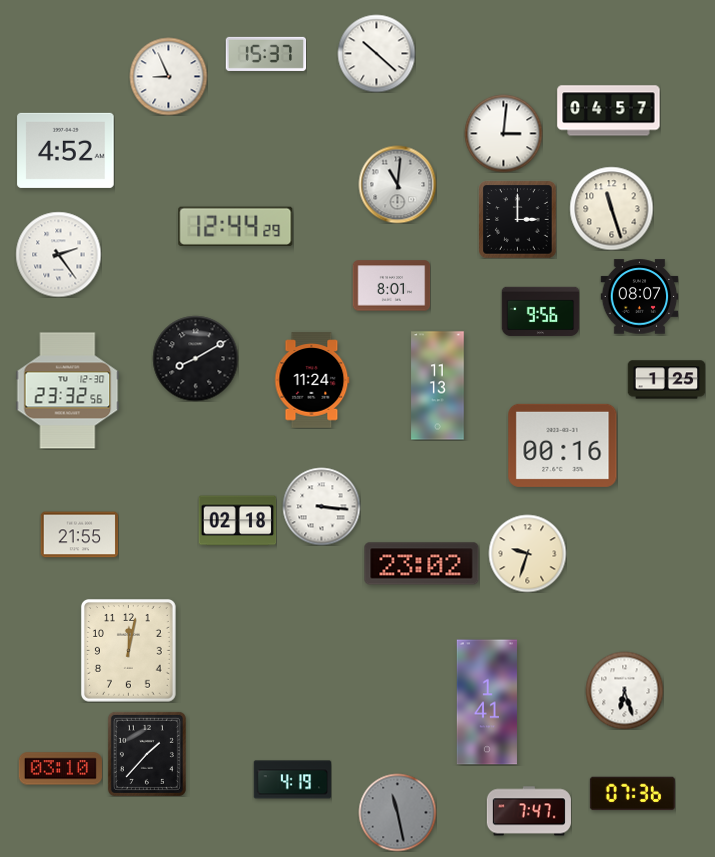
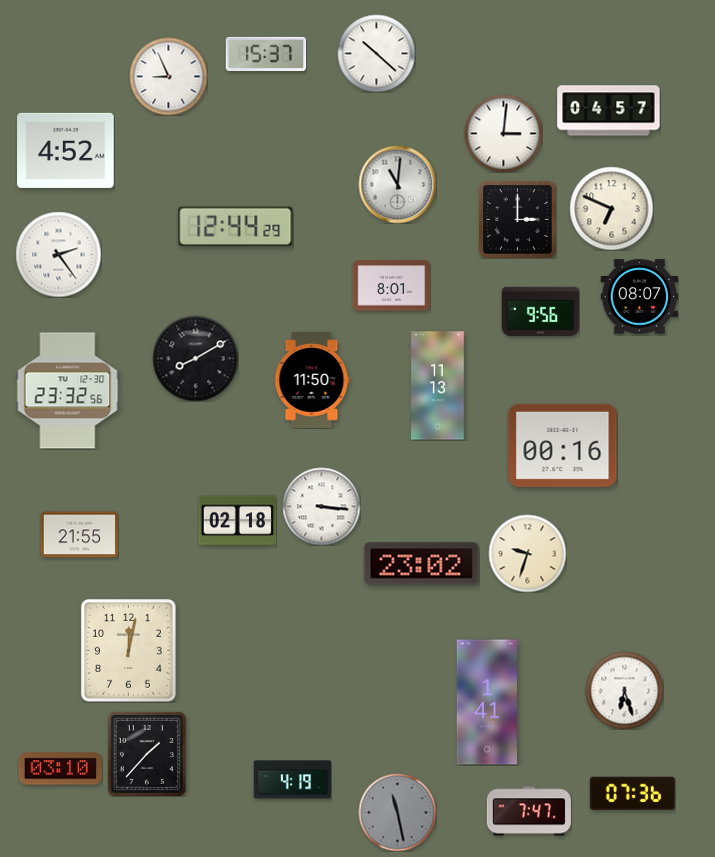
clock at (611, 208): 11:27 -> 6:49
clock at (312, 380): 11:24 -> 11:50
clock at (666, 380): 1:25 -> none
